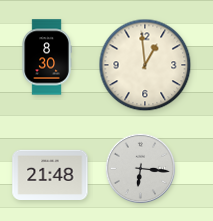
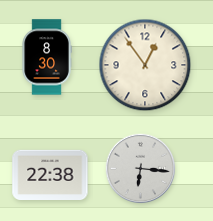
clock at (145, 65): 12:59 -> 12:54
clock at (50, 175): 21:48 -> 22:38
